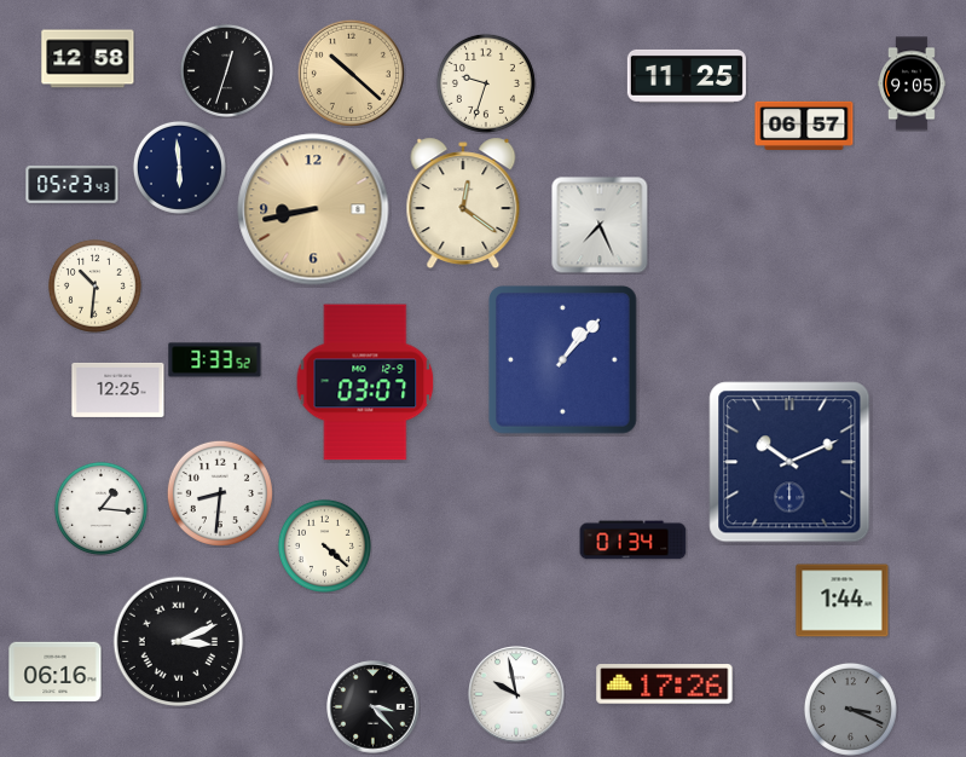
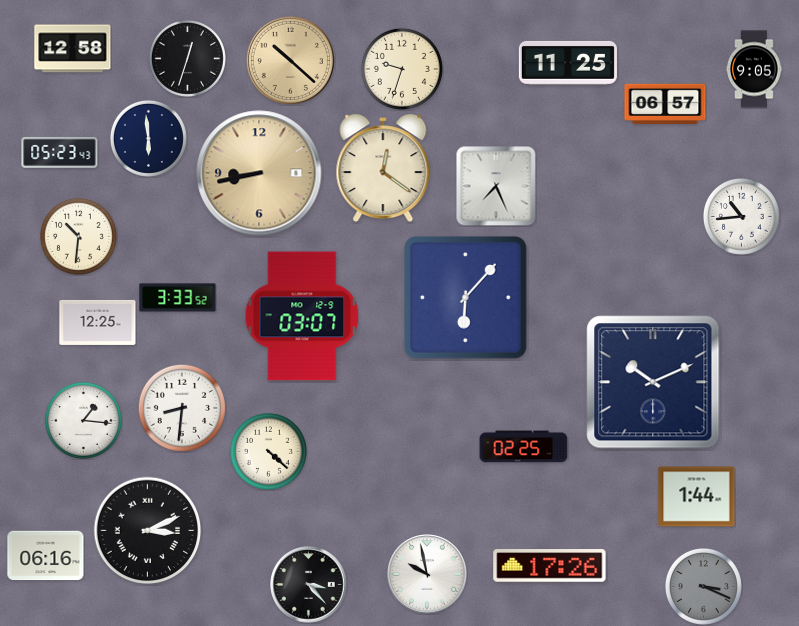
clock at (741, 216): none -> 10:44
clock at (563, 360): 1:07 -> 6:07
clock at (634, 541): 01:34 -> 02:25
